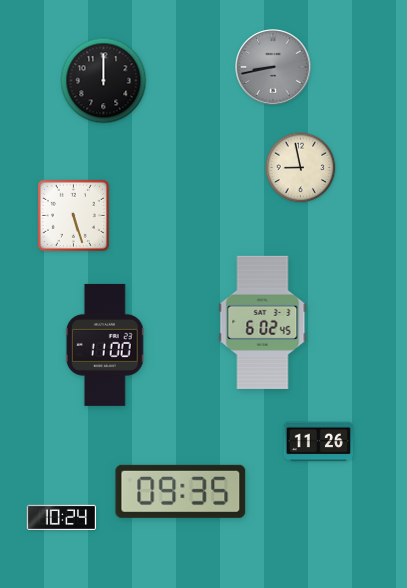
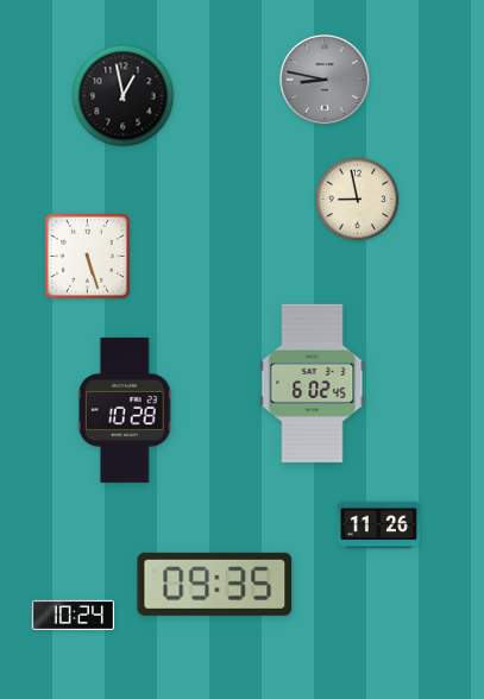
clock at (273, 67): 8:43 -> 8:47
clock at (104, 81): 12:00 -> 12:58
clock at (105, 345): 11:00 -> 10:28
